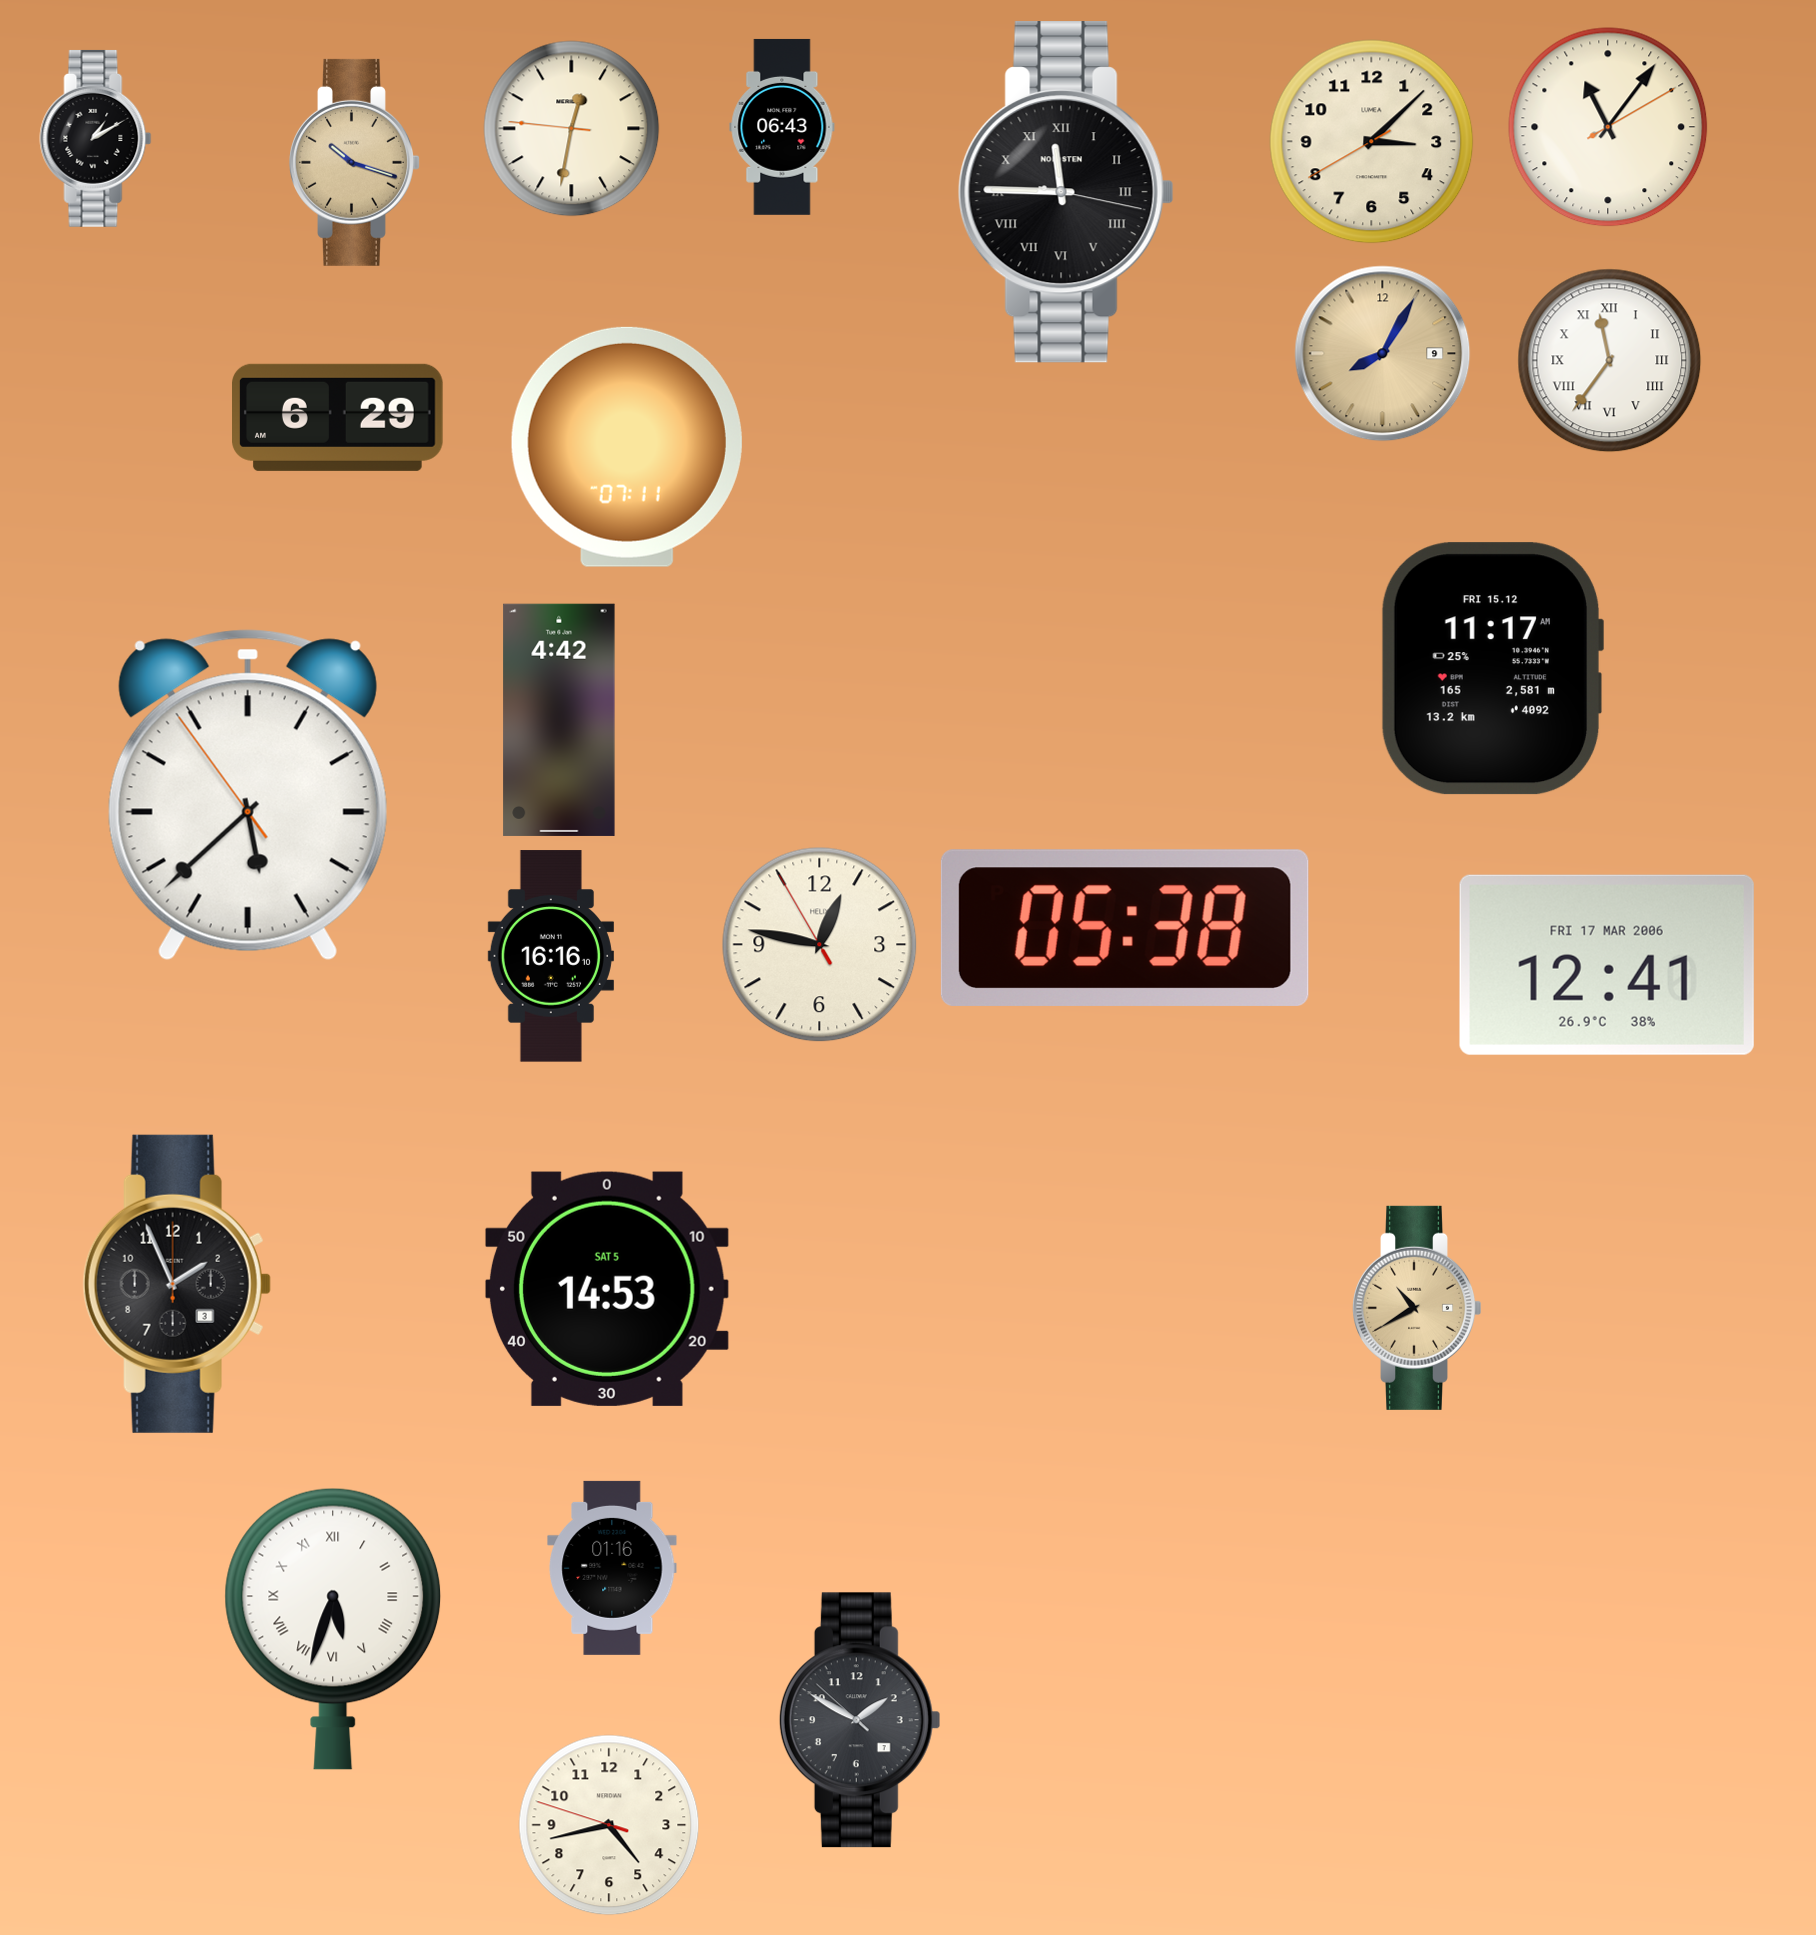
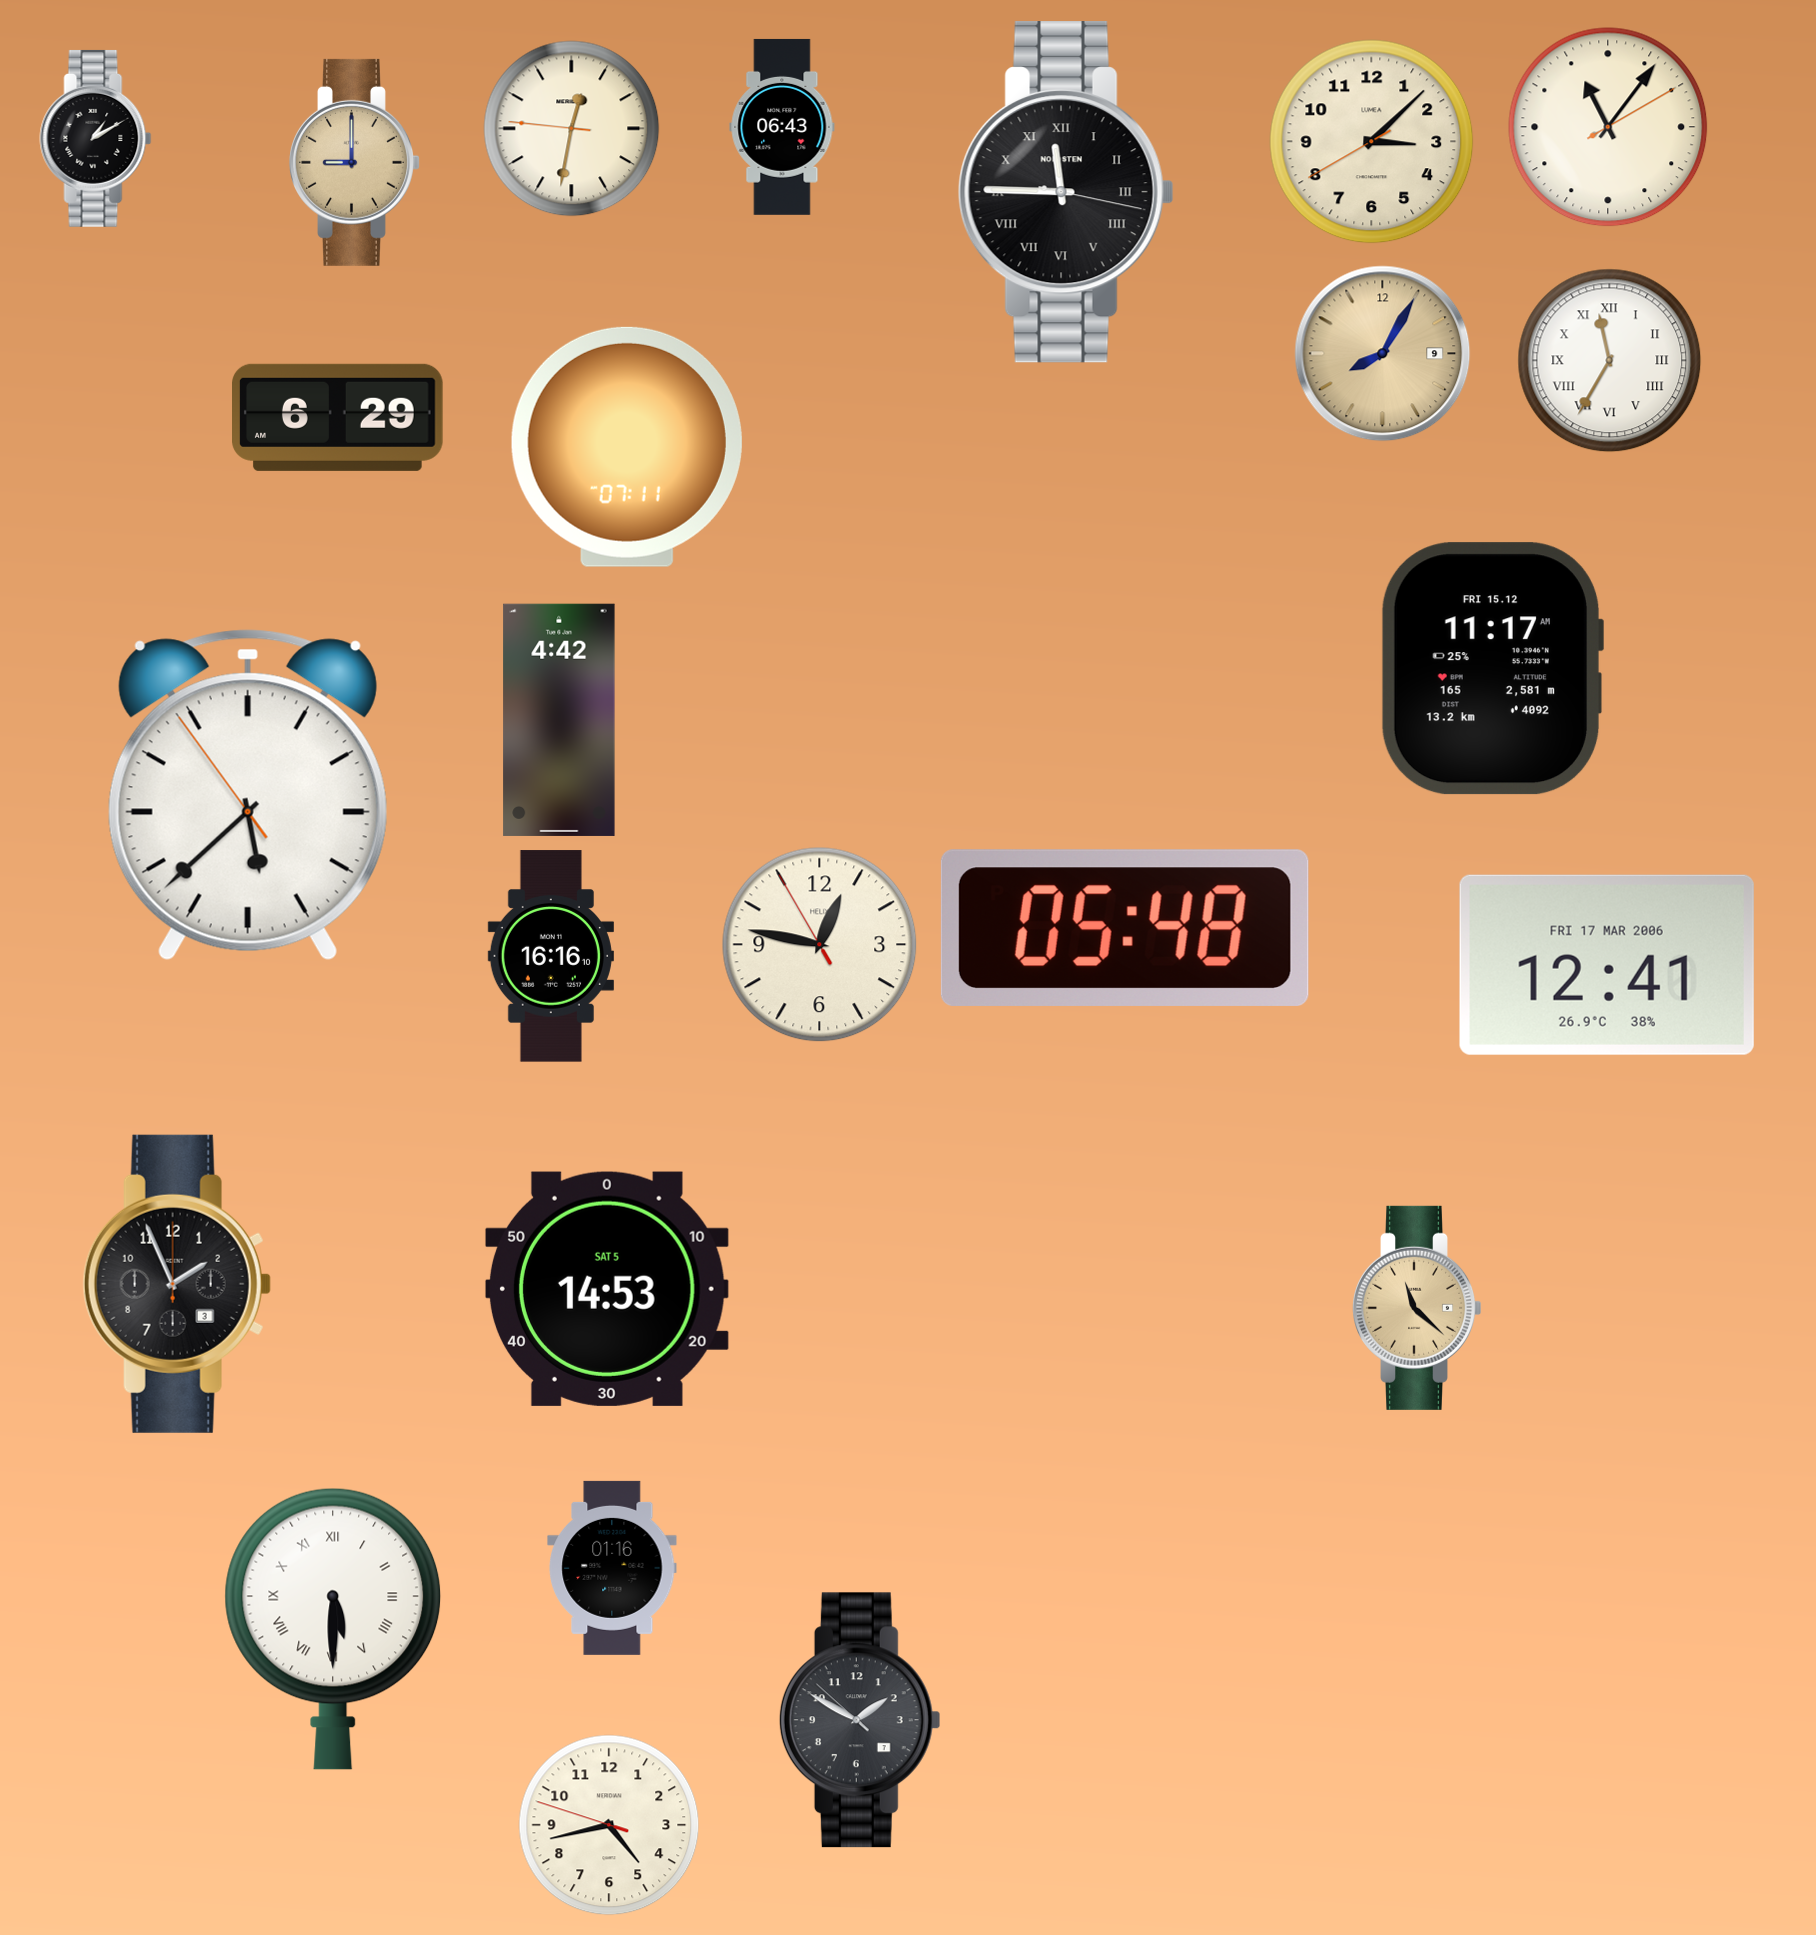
clock at (355, 162): 10:18 -> 9:00
clock at (1610, 361): 11:36 -> 11:35
clock at (1125, 928): 05:38 -> 05:48
clock at (1418, 1308): 10:40 -> 11:22
clock at (333, 1629): 5:33 -> 5:30
